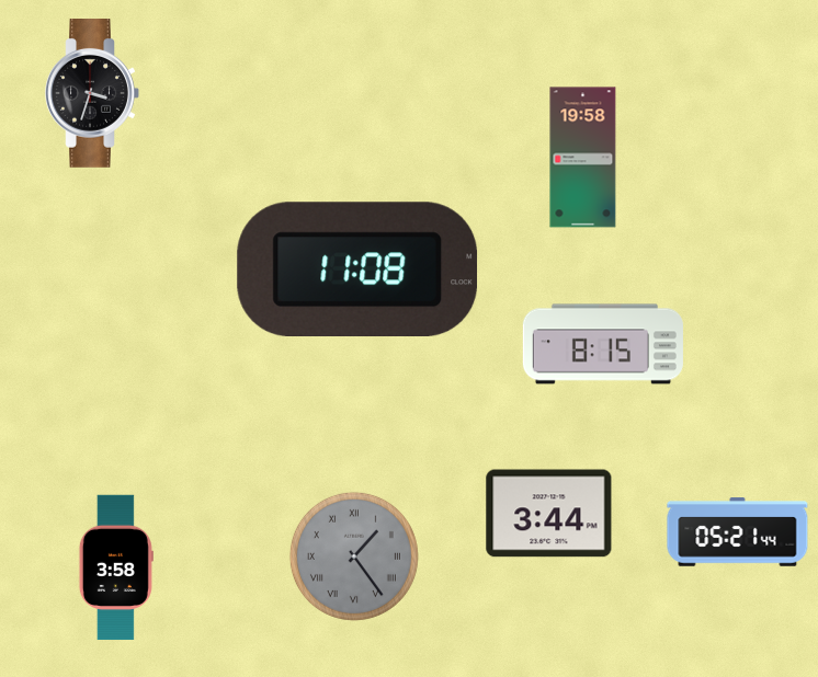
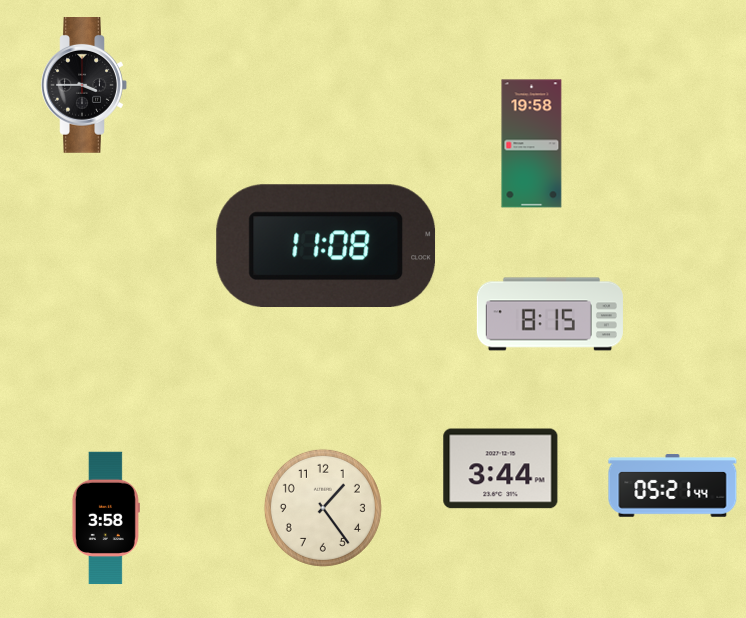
clock at (92, 94): 3:33 -> 3:45
clock at (354, 556) dial: grey -> cream
clock at (354, 556) numerals: Roman -> Arabic
